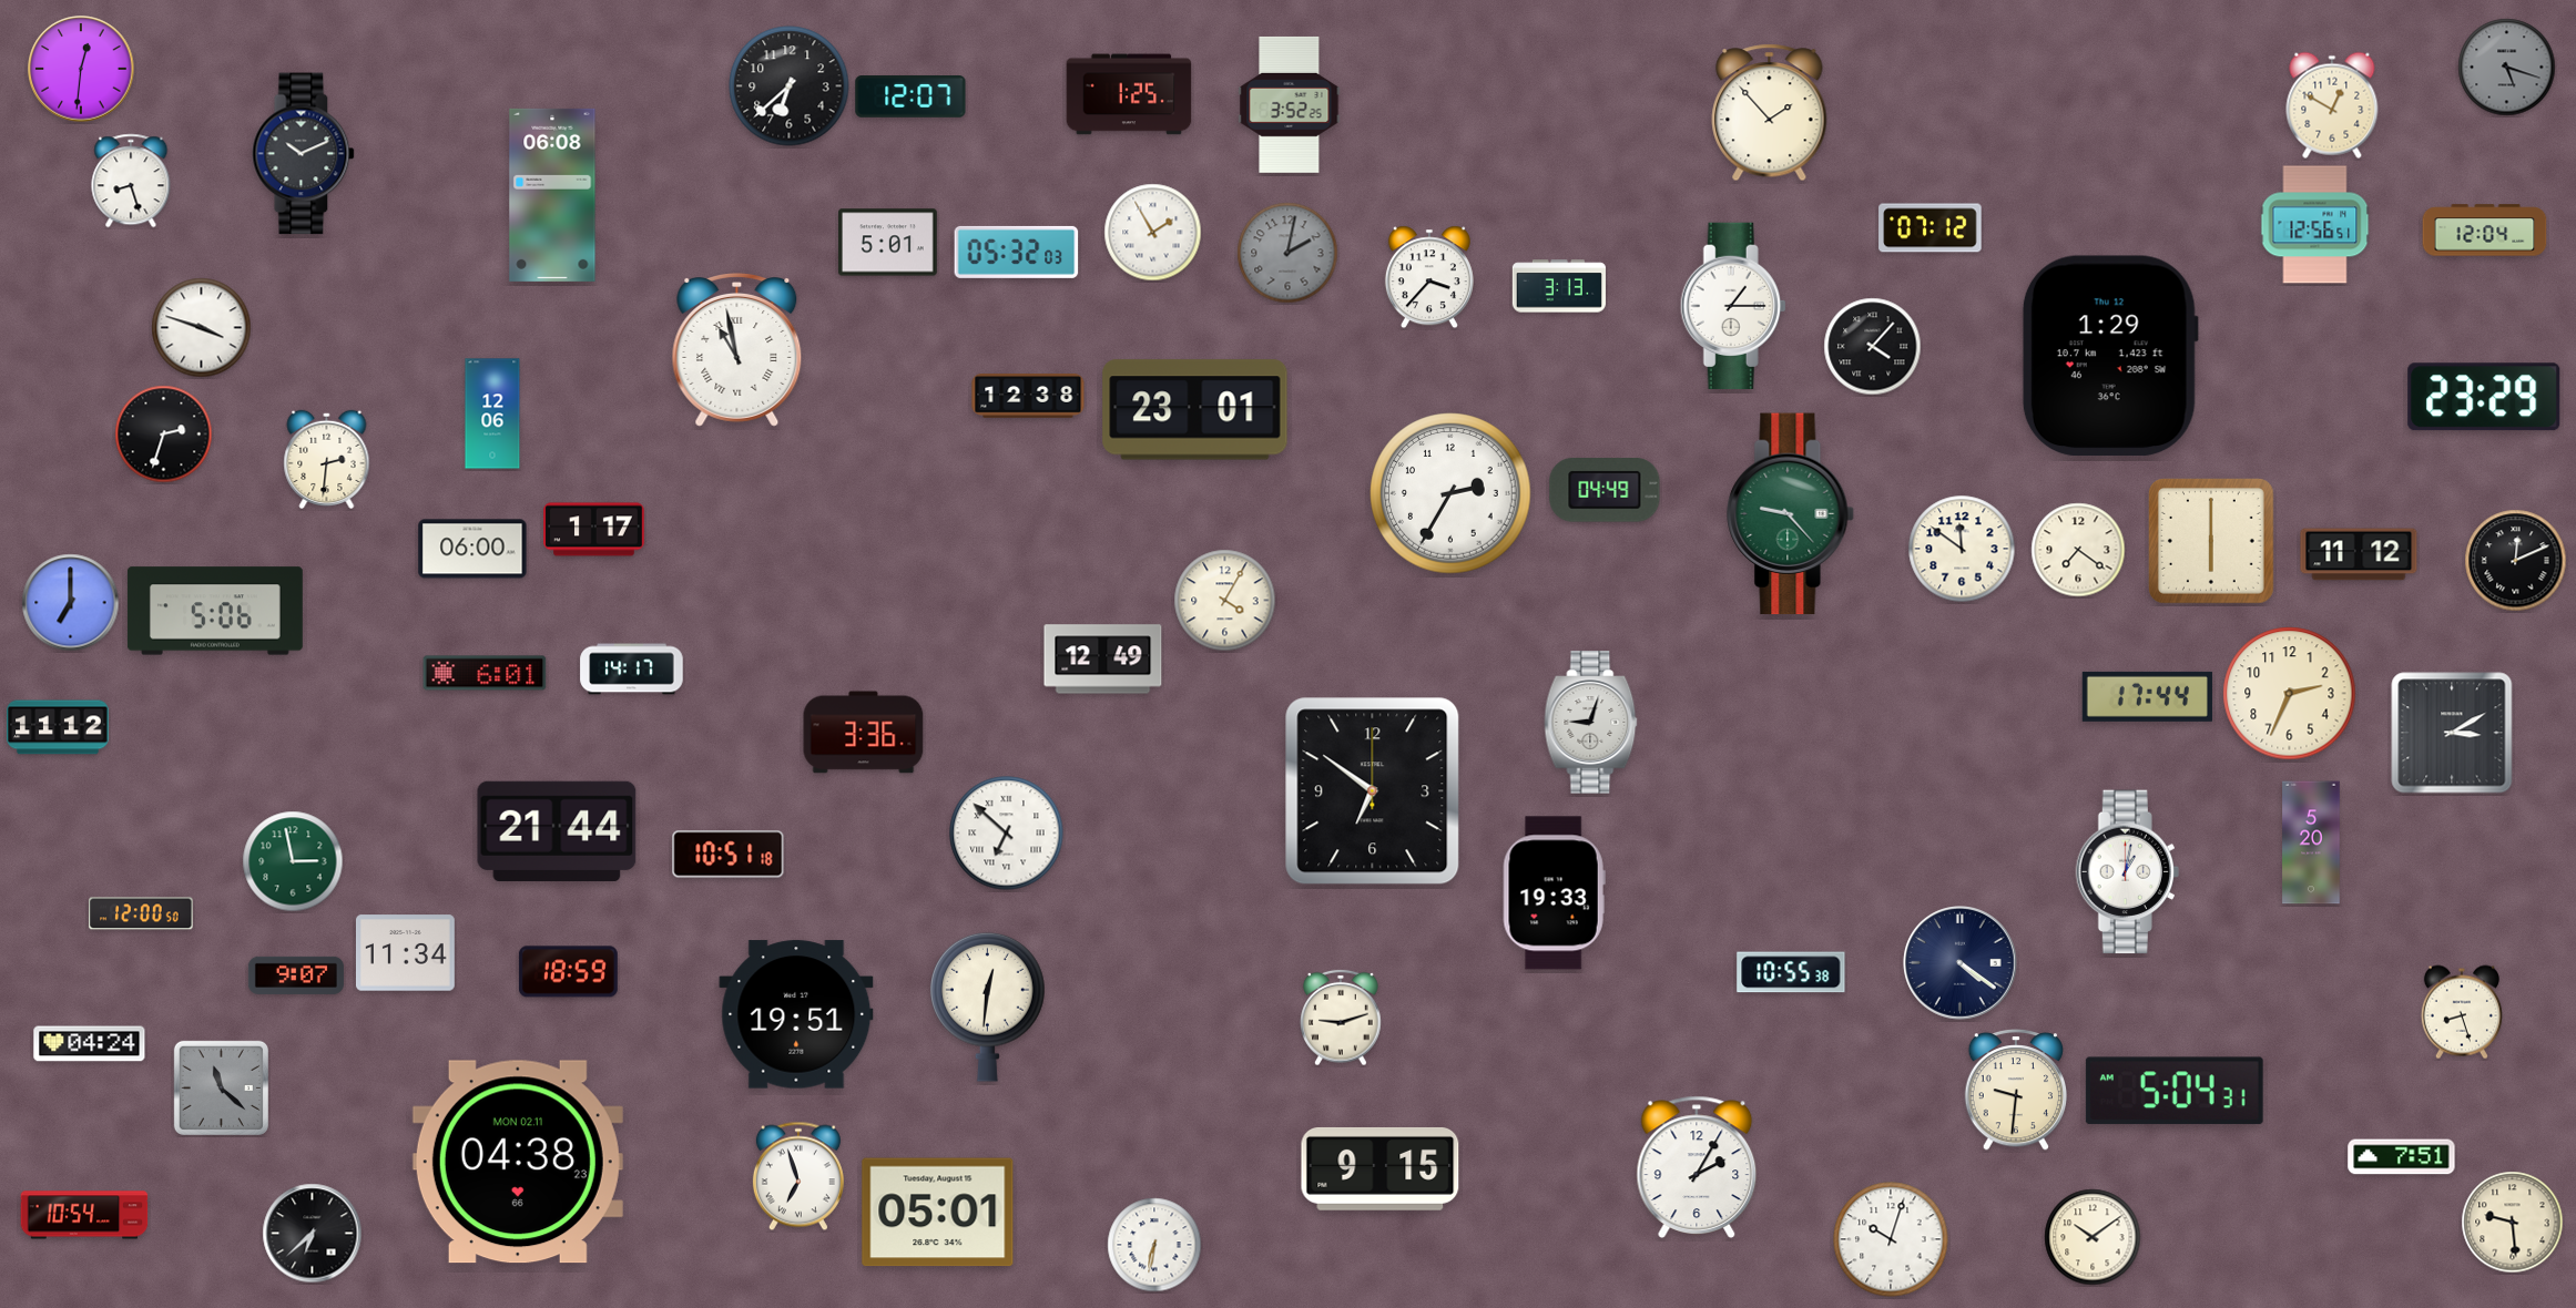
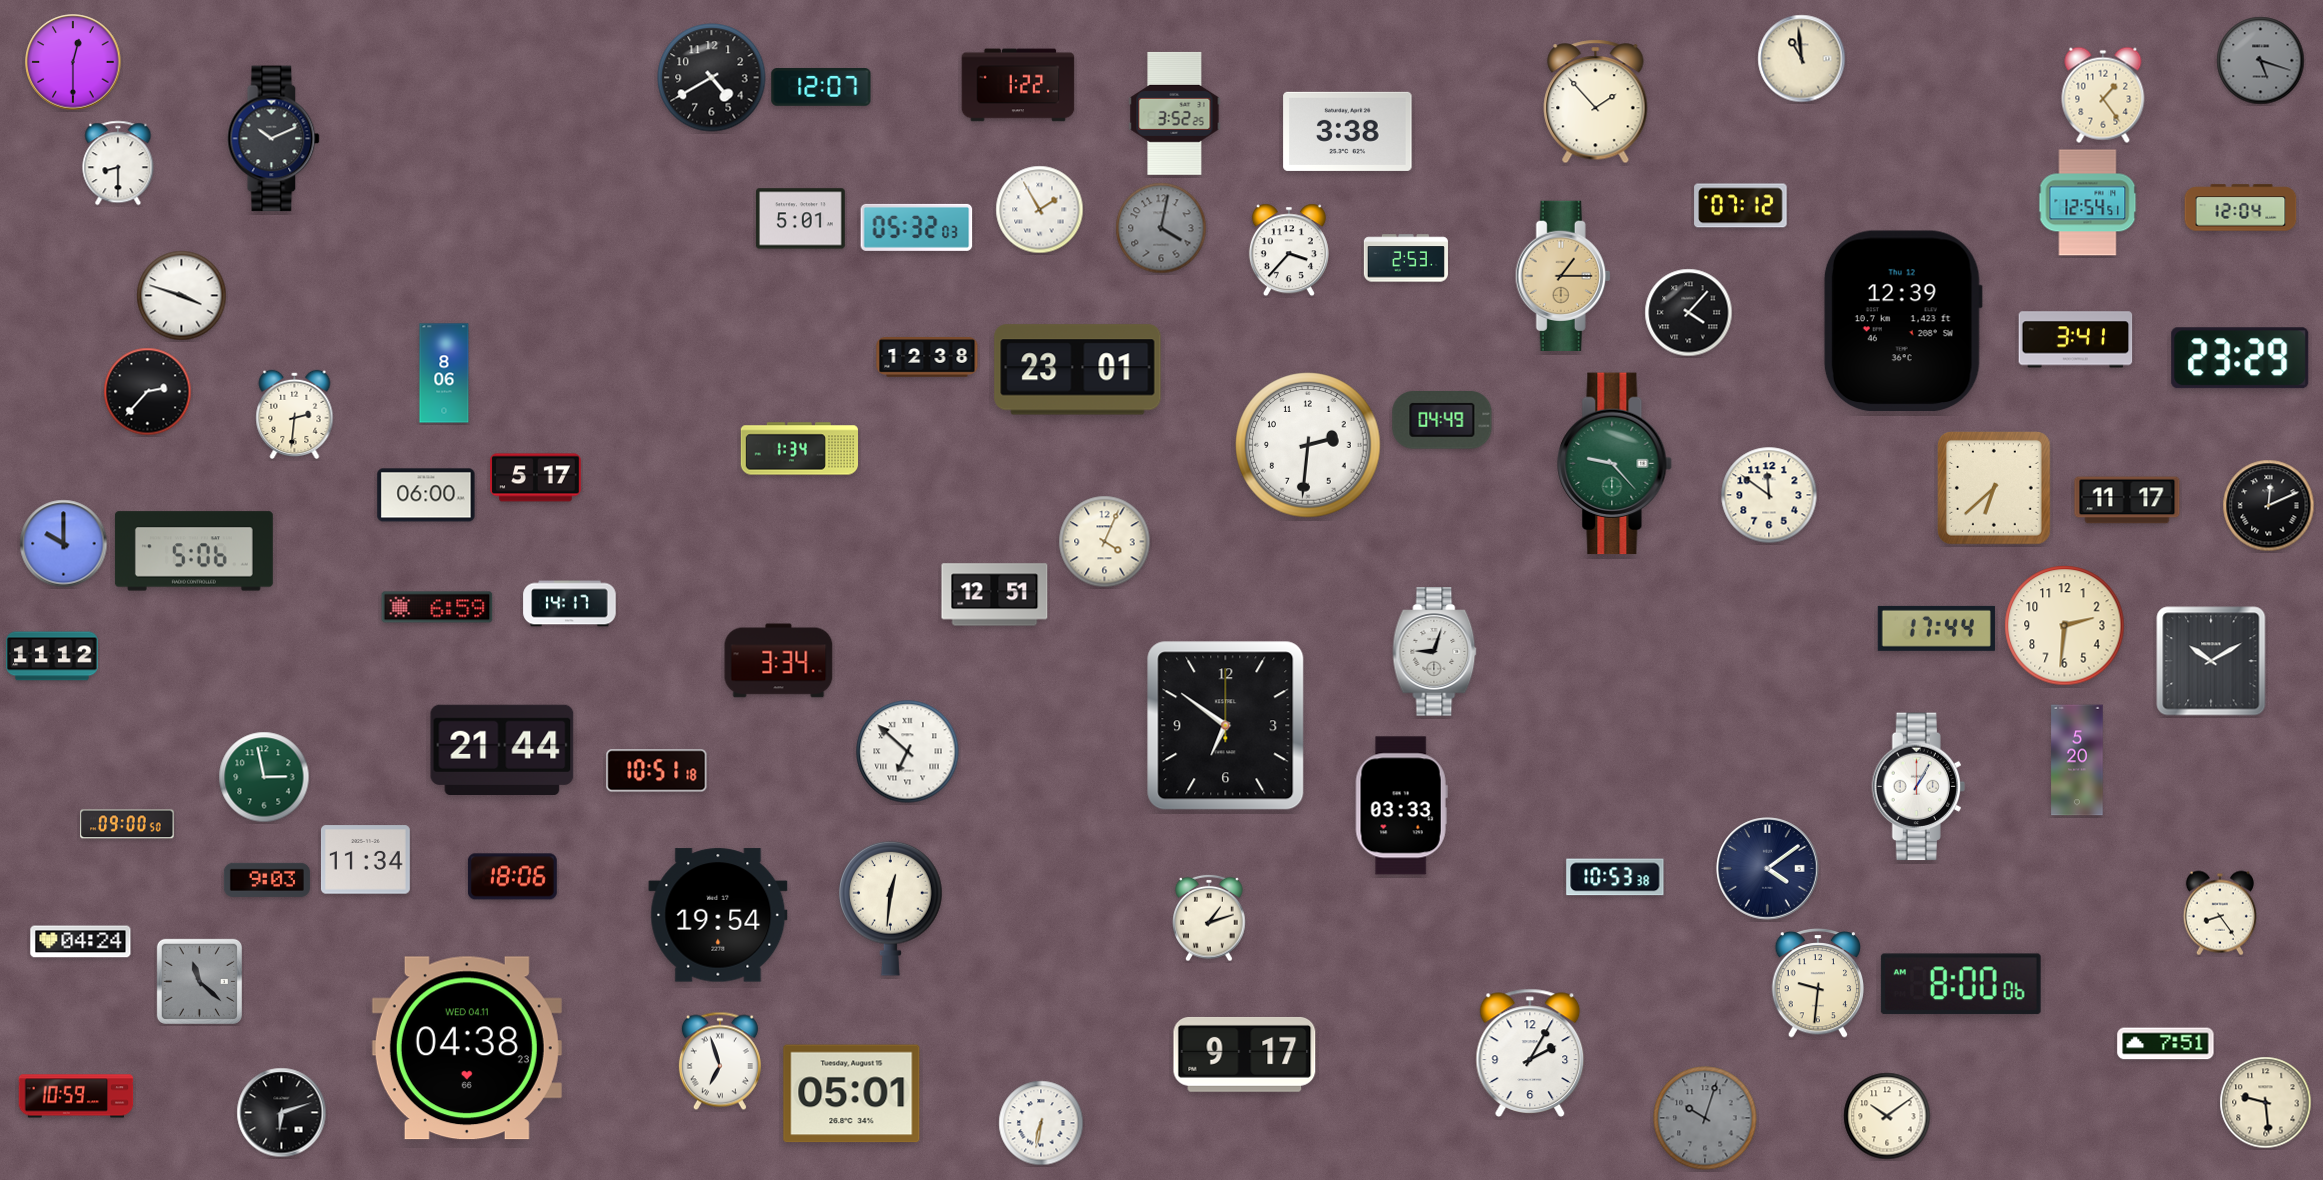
clock at (1802, 59): none -> 10:59
clock at (81, 69): 12:31 -> 12:30
clock at (790, 86): 6:38 -> 4:40
clock at (1129, 94): 1:25 -> 1:22
clock at (1290, 104) position: (1290, 104) -> (1175, 113)
clock at (2332, 105): 12:50 -> 1:24
clock at (1348, 131): none -> 3:38
clock at (131, 181): 8:27 -> 8:30
clock at (552, 195): 06:08 -> none
clock at (2315, 225): 12:56 -> 12:54
clock at (1287, 253): 2:02 -> 4:02
clock at (1559, 286): 3:13 -> 2:53
clock at (1733, 305) dial: white -> champagne
clock at (737, 350): 10:58 -> none
clock at (2110, 356): 1:29 -> 12:39
clock at (2076, 340): none -> 3:41
clock at (492, 413): 12:06 -> 8:06
clock at (164, 435): 2:33 -> 2:37
clock at (1605, 490) position: (1605, 490) -> (1442, 420)
clock at (1450, 493): 2:35 -> 2:31
clock at (799, 449): none -> 1:34
clock at (594, 530): 1:17 -> 5:17
clock at (2212, 542): 6:00 -> 6:38
clock at (2078, 550): 7:21 -> none
clock at (2359, 554): 11:12 -> 11:17
clock at (1225, 601): 4:05 -> 4:04
clock at (71, 603): 7:00 -> 10:00
clock at (1103, 660): 12:49 -> 12:51
clock at (485, 673): 6:01 -> 6:59
clock at (2290, 694): 2:34 -> 2:31
clock at (864, 733): 3:36 -> 3:34
clock at (2452, 733): 3:10 -> 10:10
clock at (1373, 791) position: (1373, 791) -> (1226, 726)
clock at (2311, 842) position: (2311, 842) -> (2077, 760)
clock at (2127, 872): 1:02 -> 1:05
clock at (1554, 893): 19:33 -> 03:33
clock at (141, 913): 12:00 -> 09:00
clock at (1961, 963): 4:21 -> 4:09
clock at (568, 972): 18:59 -> 18:06
clock at (1791, 972): 10:55 -> 10:53
clock at (296, 975): 9:07 -> 9:03
clock at (2462, 1012): 8:27 -> 8:24
clock at (796, 1014): 19:51 -> 19:54
clock at (1341, 1018): 9:12 -> 1:12
clock at (2175, 1091): 5:04 -> 8:00
clock at (518, 1162) date: MON 02.11 -> WED 04.11
clock at (1381, 1168): 9:15 -> 9:17
clock at (938, 1213) position: (938, 1213) -> (852, 1094)
clock at (84, 1215): 10:54 -> 10:59
clock at (313, 1234): 6:38 -> 6:12
clock at (1891, 1239) dial: white -> grey
